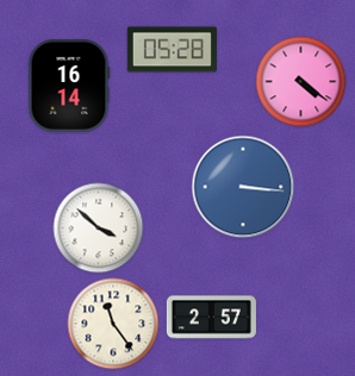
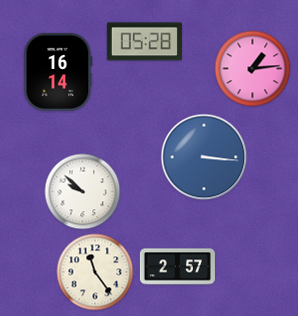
clock at (301, 82): 4:21 -> 1:14
clock at (99, 228): 3:52 -> 9:52
